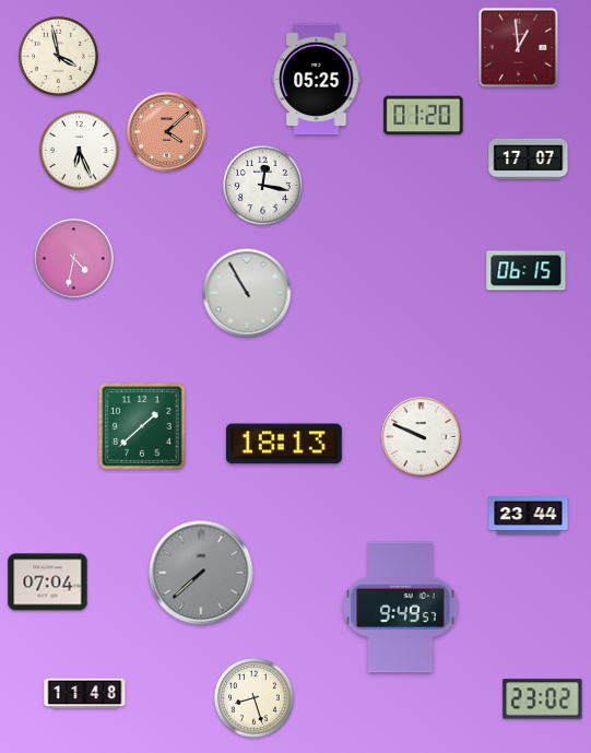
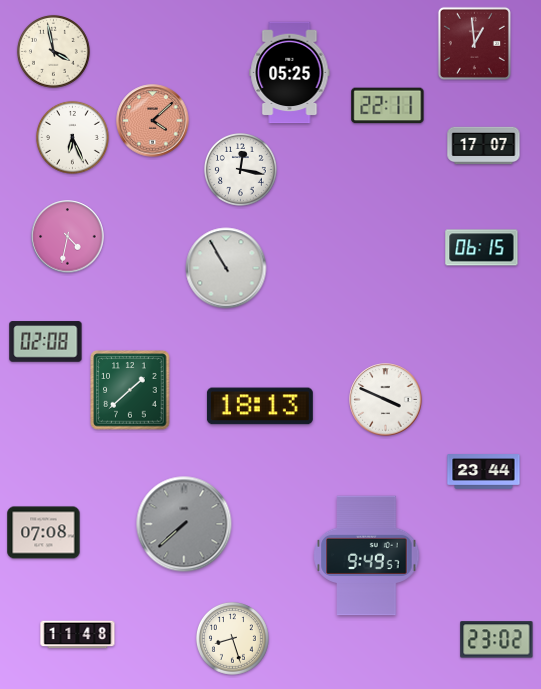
clock at (424, 116): 01:20 -> 22:11
clock at (46, 342): none -> 02:08
clock at (422, 437): 9:49 -> 3:49
clock at (48, 583): 07:04 -> 07:08
